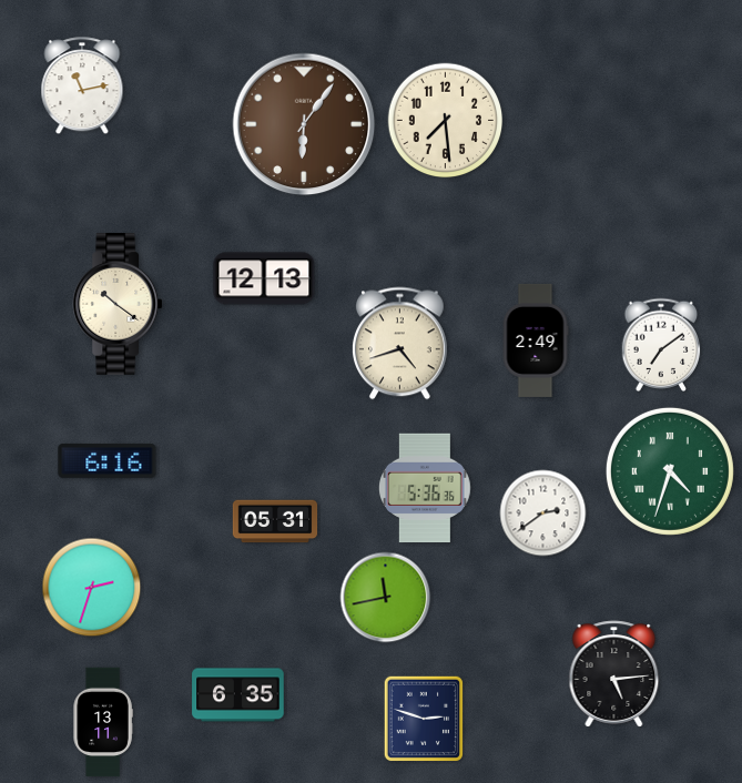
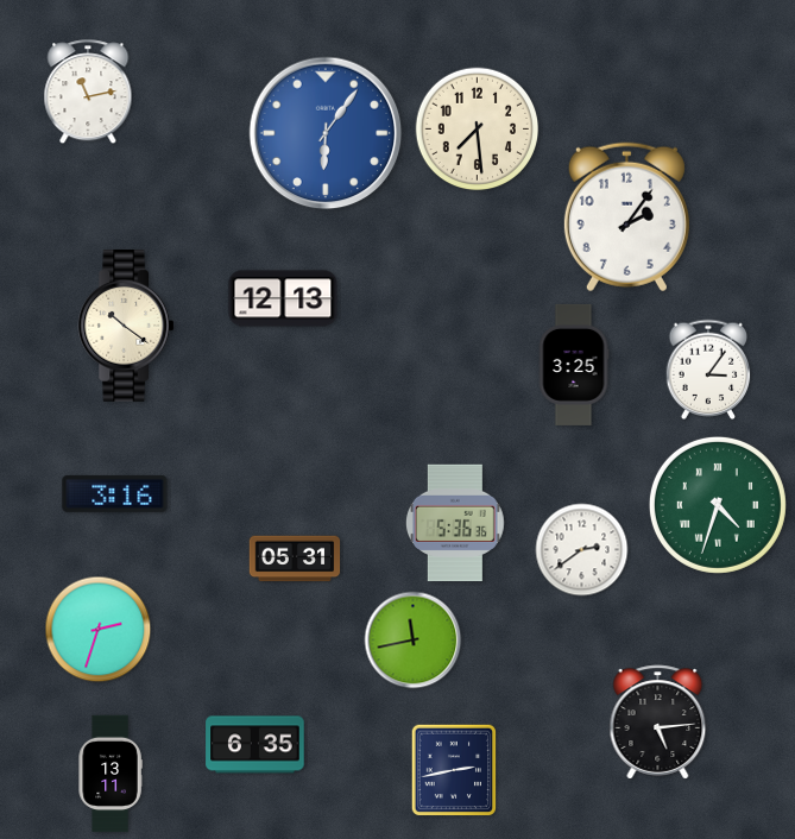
clock at (304, 124) dial: brown -> blue
clock at (626, 217): none -> 2:06
clock at (536, 340): 2:49 -> 3:25
clock at (399, 344): 4:42 -> none
clock at (661, 344): 7:09 -> 3:06
clock at (108, 461): 6:16 -> 3:16
clock at (424, 719): 2:48 -> 2:43
